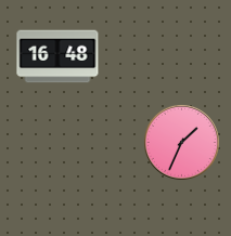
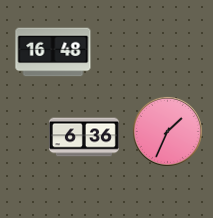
clock at (84, 137): none -> 6:36
